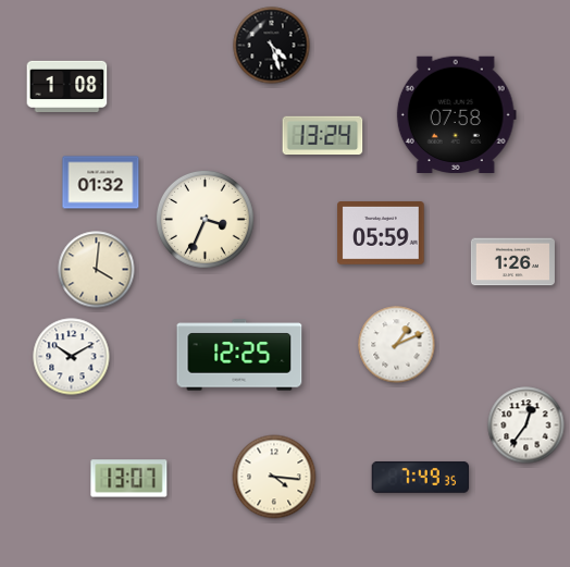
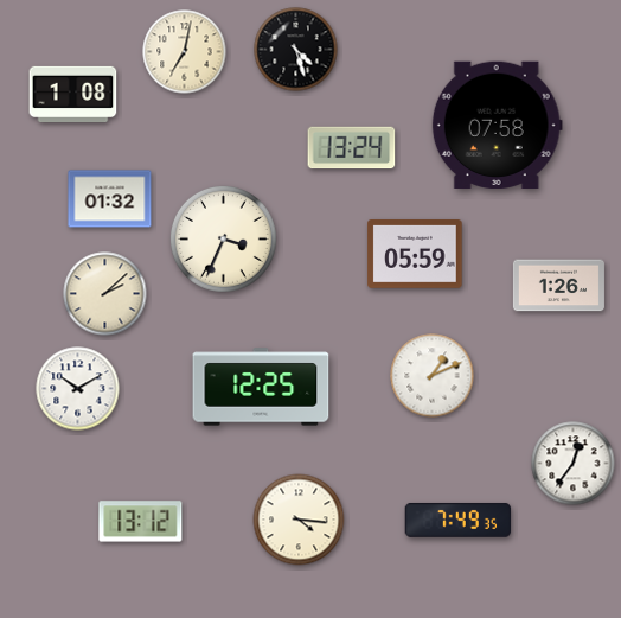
clock at (185, 52): none -> 7:02
clock at (97, 270): 4:01 -> 2:08
clock at (129, 479): 13:07 -> 13:12
